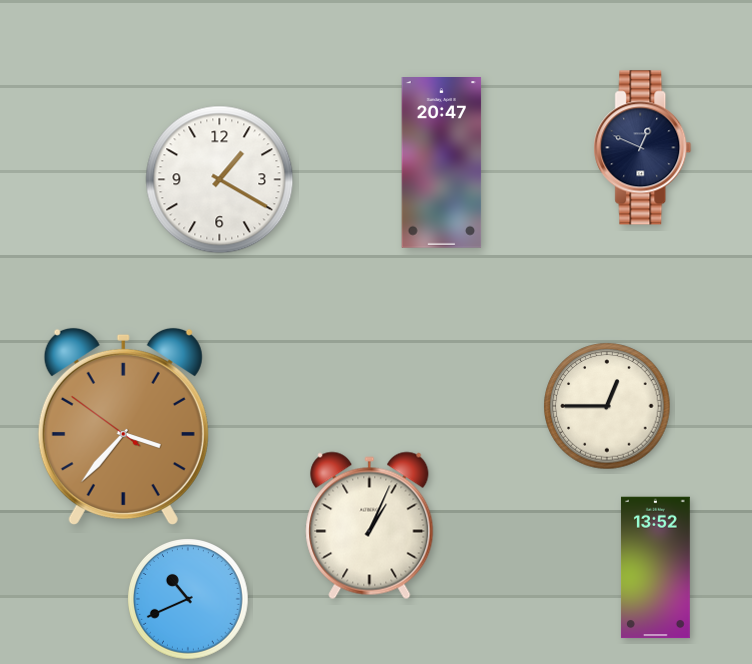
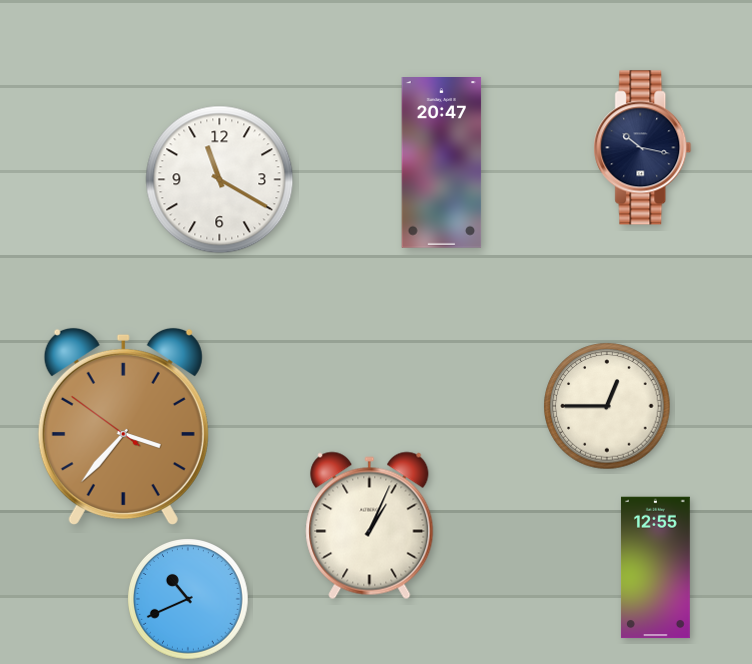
clock at (643, 148): 12:49 -> 10:17
clock at (220, 180): 1:20 -> 11:20
clock at (655, 568): 13:52 -> 12:55
